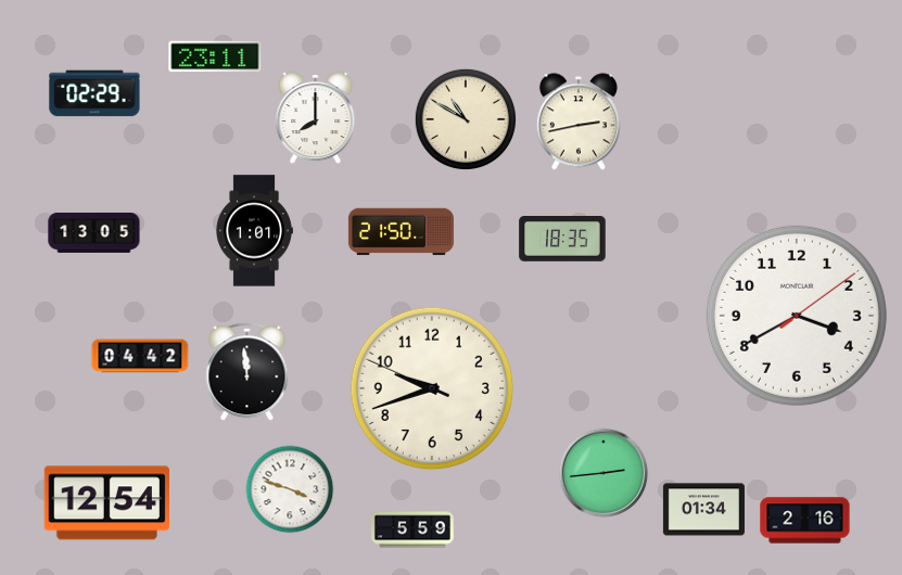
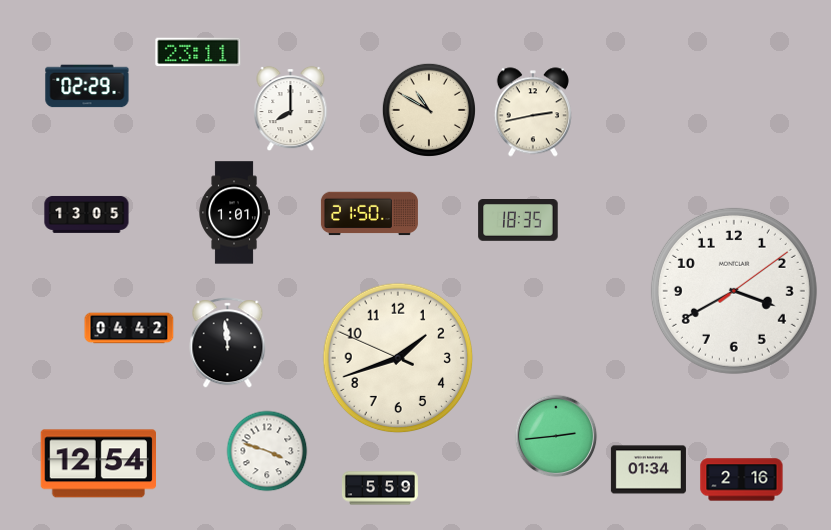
clock at (432, 388): 9:41 -> 1:41
